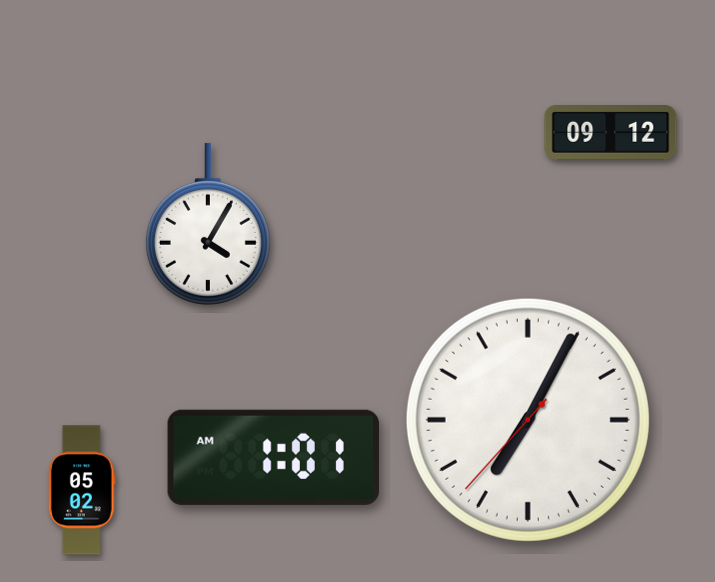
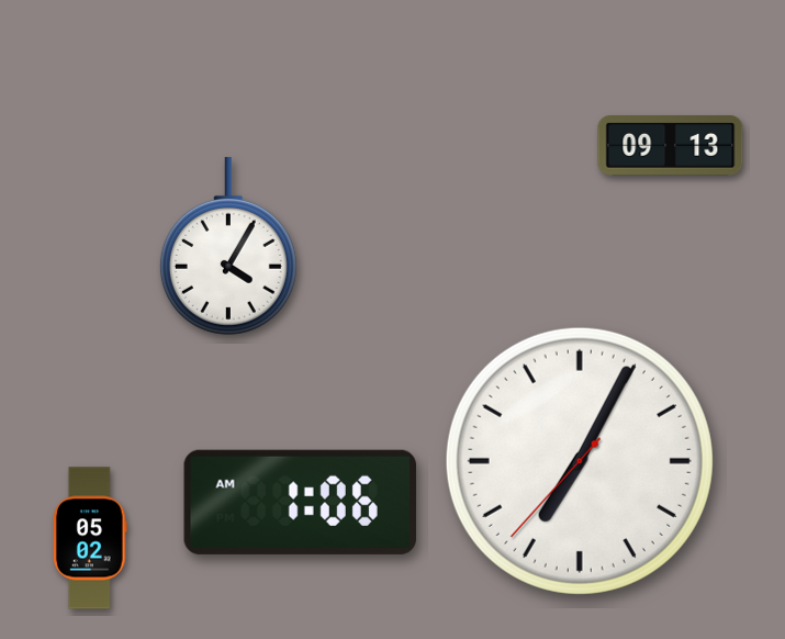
clock at (611, 133): 09:12 -> 09:13
clock at (273, 457): 1:01 -> 1:06
